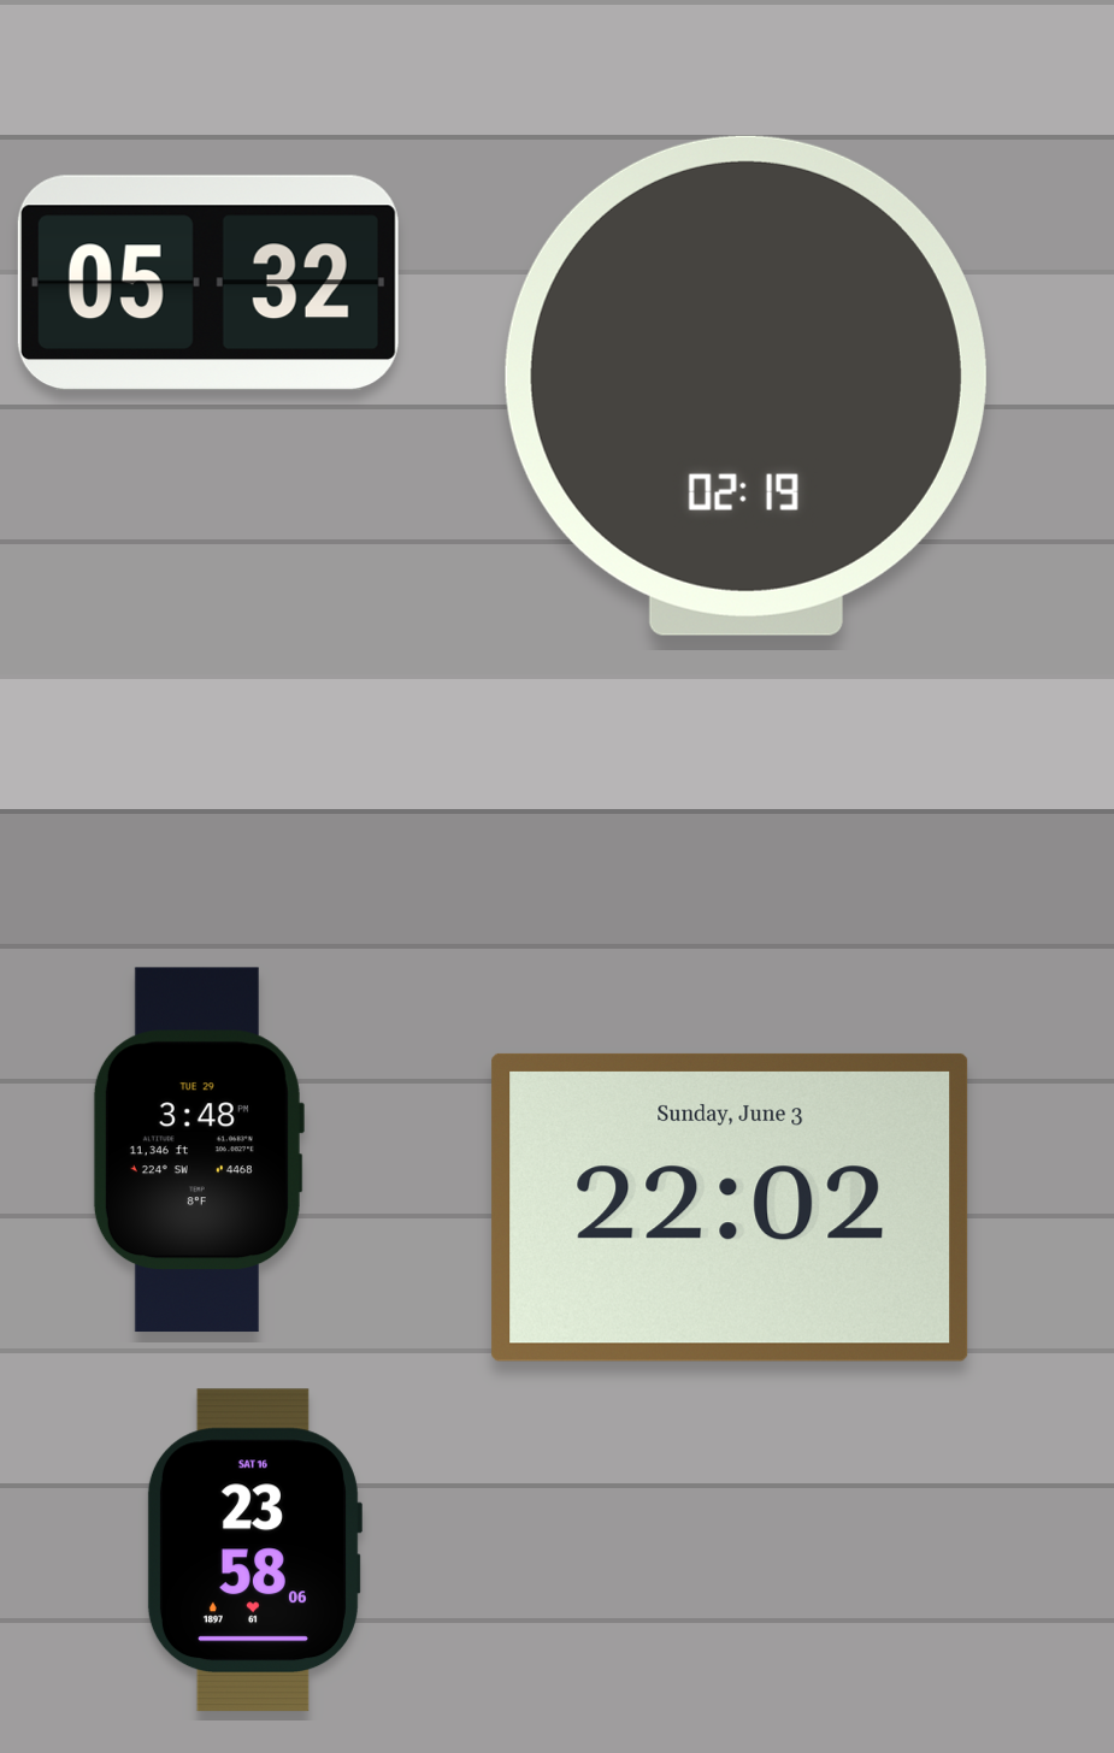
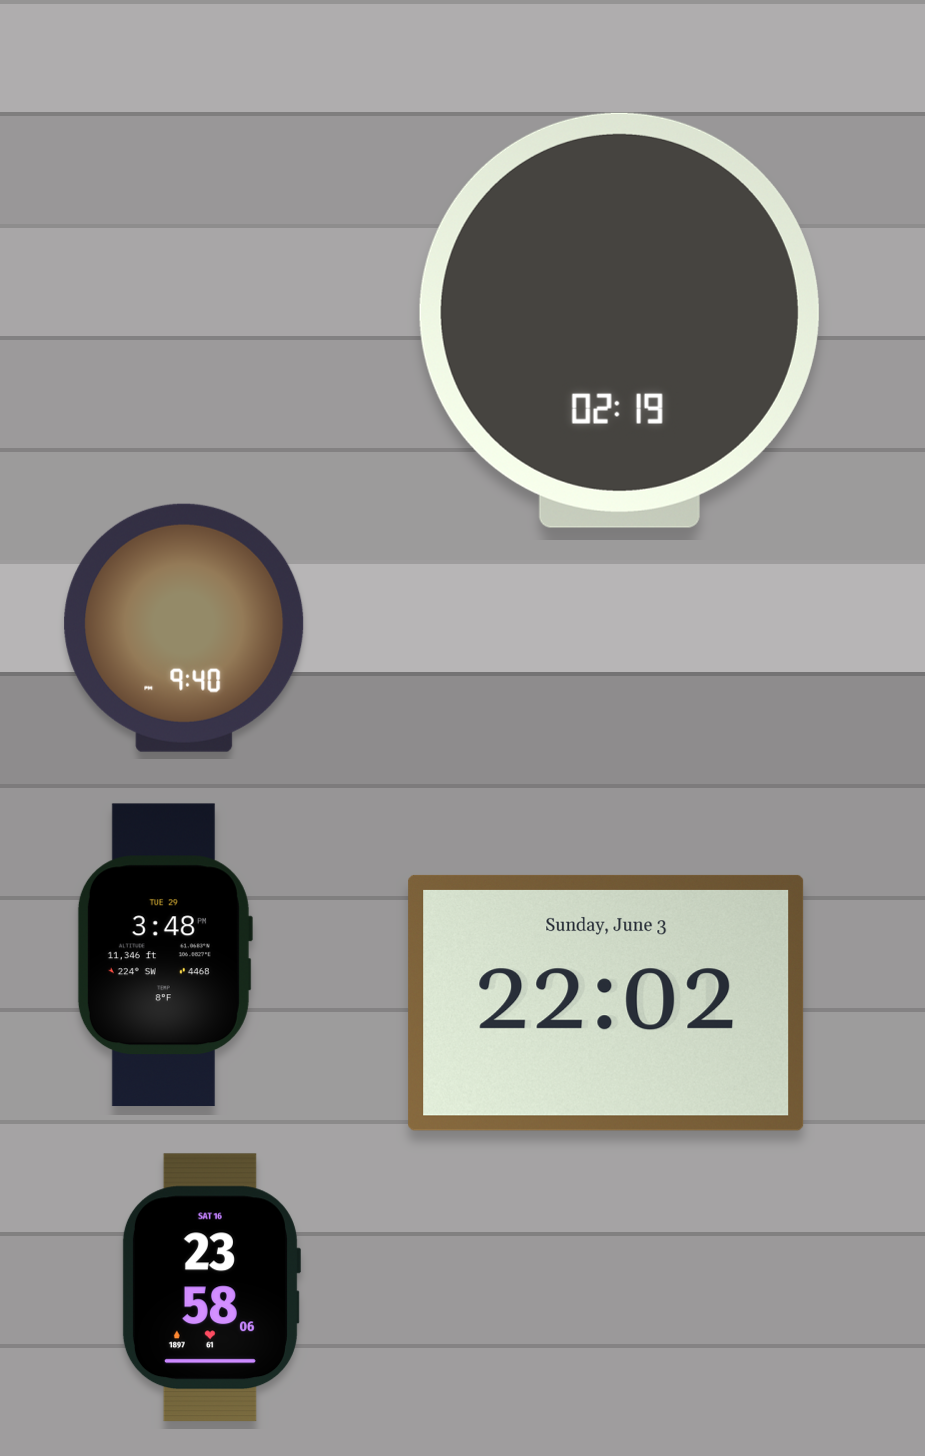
clock at (208, 283): 05:32 -> none
clock at (184, 628): none -> 9:40
